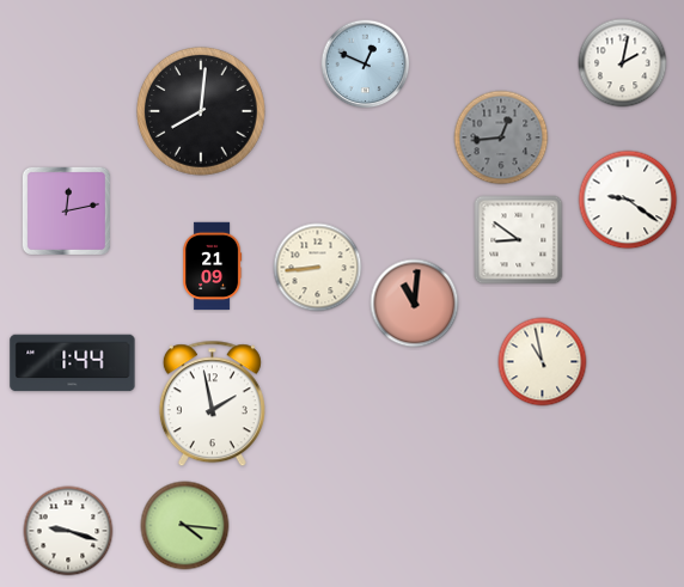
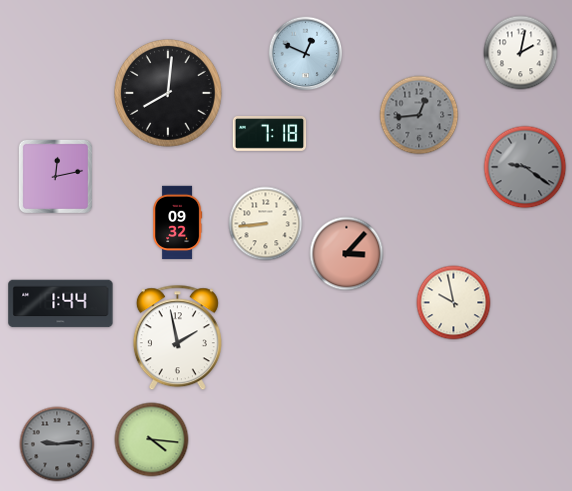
clock at (270, 134): none -> 7:18
clock at (628, 200) dial: white -> grey
clock at (519, 240): 8:51 -> none
clock at (213, 267): 21:09 -> 09:32
clock at (415, 304): 11:01 -> 3:07
clock at (543, 362): 10:58 -> 9:58
clock at (185, 526) position: (185, 526) -> (152, 440)
clock at (68, 531): 9:18 -> 9:14
clock at (68, 531) dial: white -> grey
